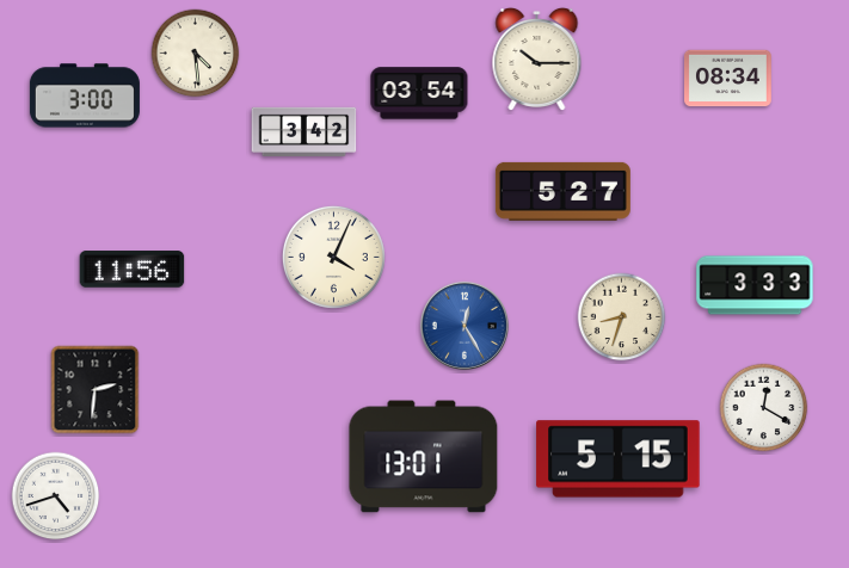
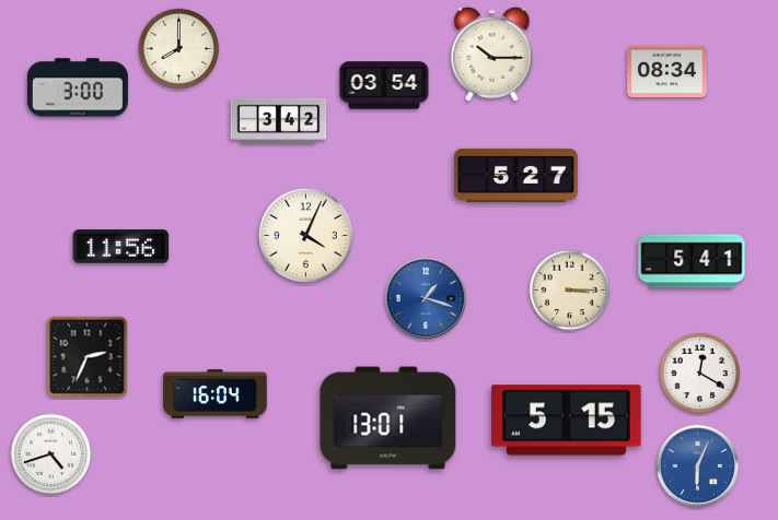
clock at (196, 54): 4:29 -> 8:00
clock at (755, 285): 3:33 -> 5:41
clock at (622, 317): 8:33 -> 3:15
clock at (465, 326): 12:25 -> 1:18
clock at (96, 390): 2:31 -> 2:34
clock at (216, 394): none -> 16:04
clock at (697, 465): none -> 6:04
